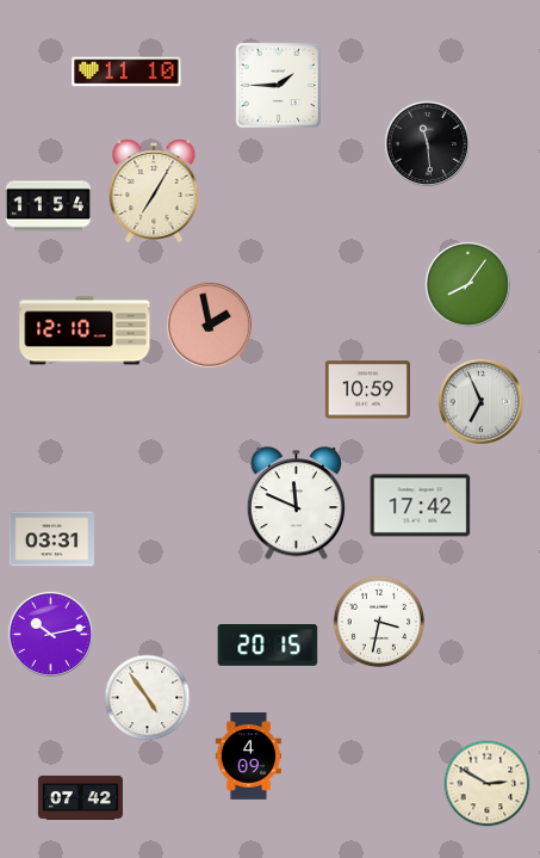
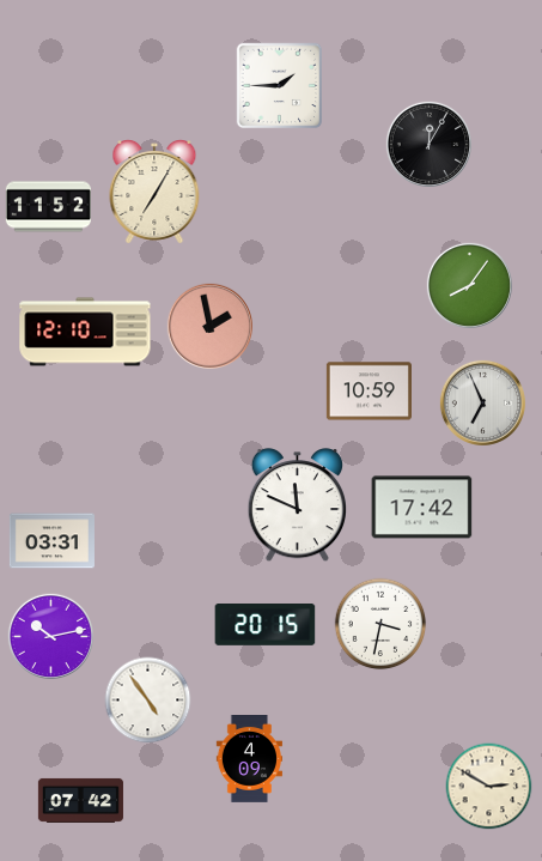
clock at (126, 72): 11:10 -> none
clock at (427, 143): 11:29 -> 12:05
clock at (48, 206): 11:54 -> 11:52
clock at (268, 646) position: (268, 646) -> (266, 625)
